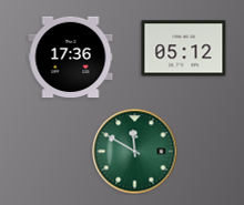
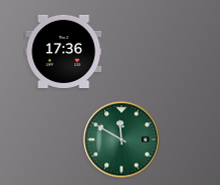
clock at (184, 49): 05:12 -> none
clock at (135, 152) position: (135, 152) -> (122, 140)
